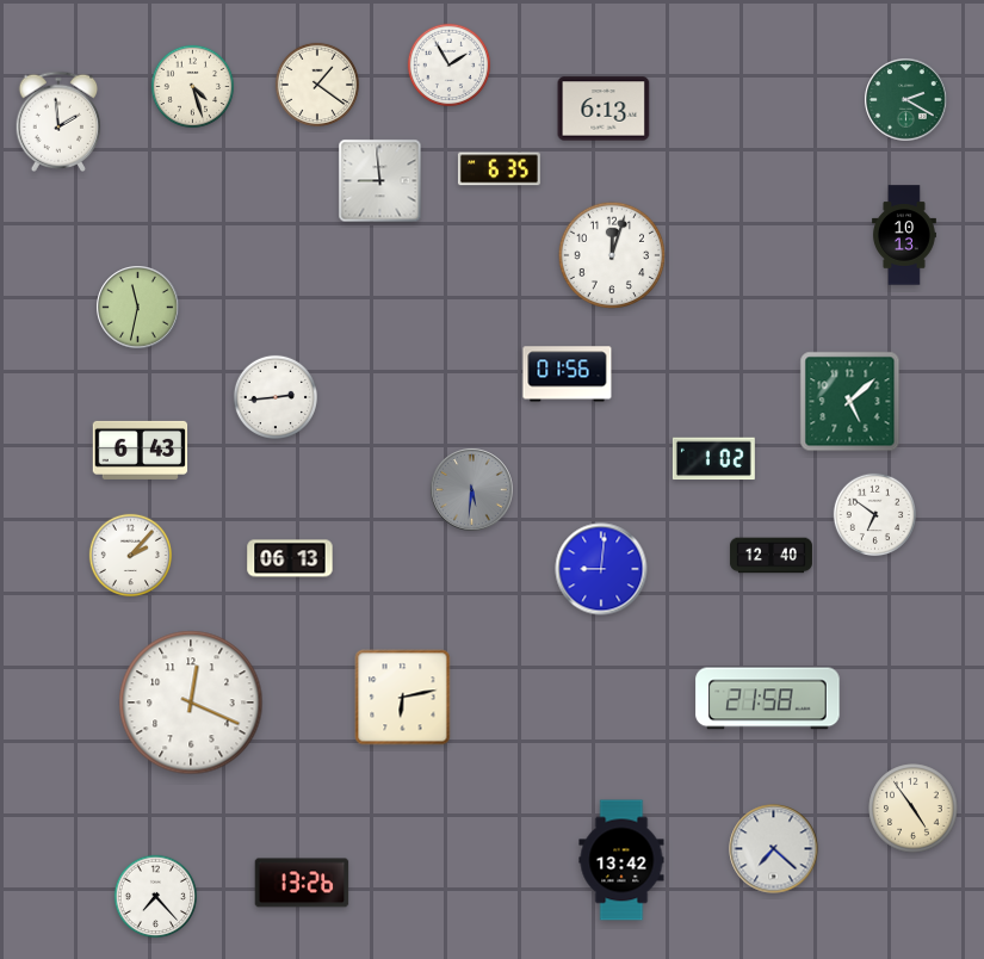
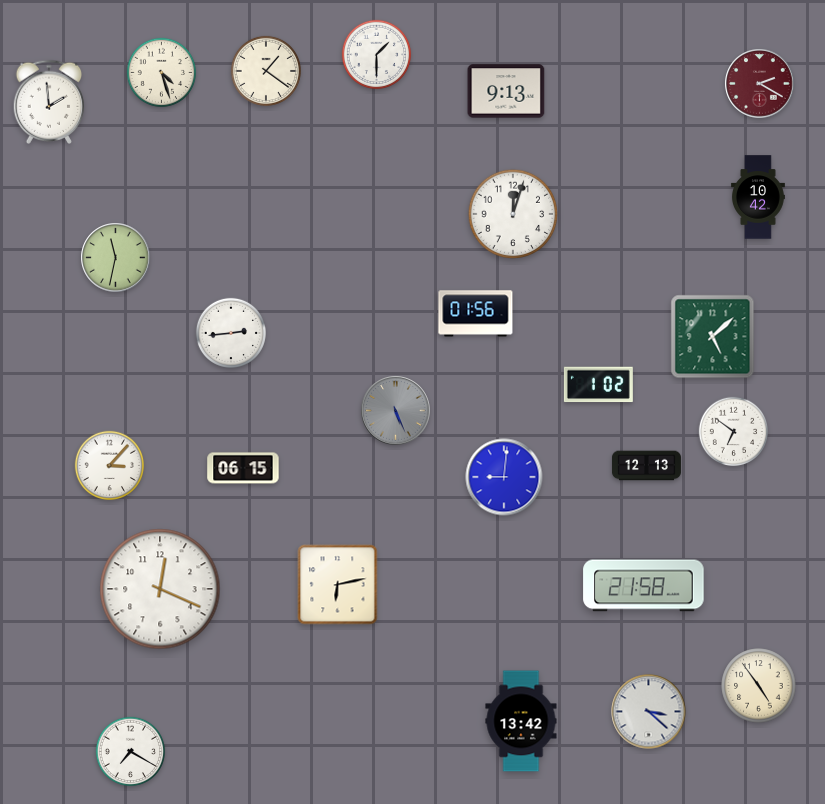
clock at (450, 66): 1:55 -> 1:30
clock at (906, 100) dial: green -> burgundy
clock at (604, 109): 6:13 -> 9:13
clock at (499, 169): 6:35 -> none
clock at (380, 181): 8:59 -> none
clock at (904, 235): 10:13 -> 10:42
clock at (141, 450): 6:43 -> none
clock at (472, 490): 5:31 -> 5:26
clock at (131, 556): 2:07 -> 3:07
clock at (771, 556): 12:40 -> 12:13
clock at (290, 558): 06:13 -> 06:15
clock at (914, 809) position: (914, 809) -> (759, 686)
clock at (774, 849): 7:22 -> 3:22
clock at (302, 883): 13:26 -> none
clock at (156, 897): 7:23 -> 7:20
